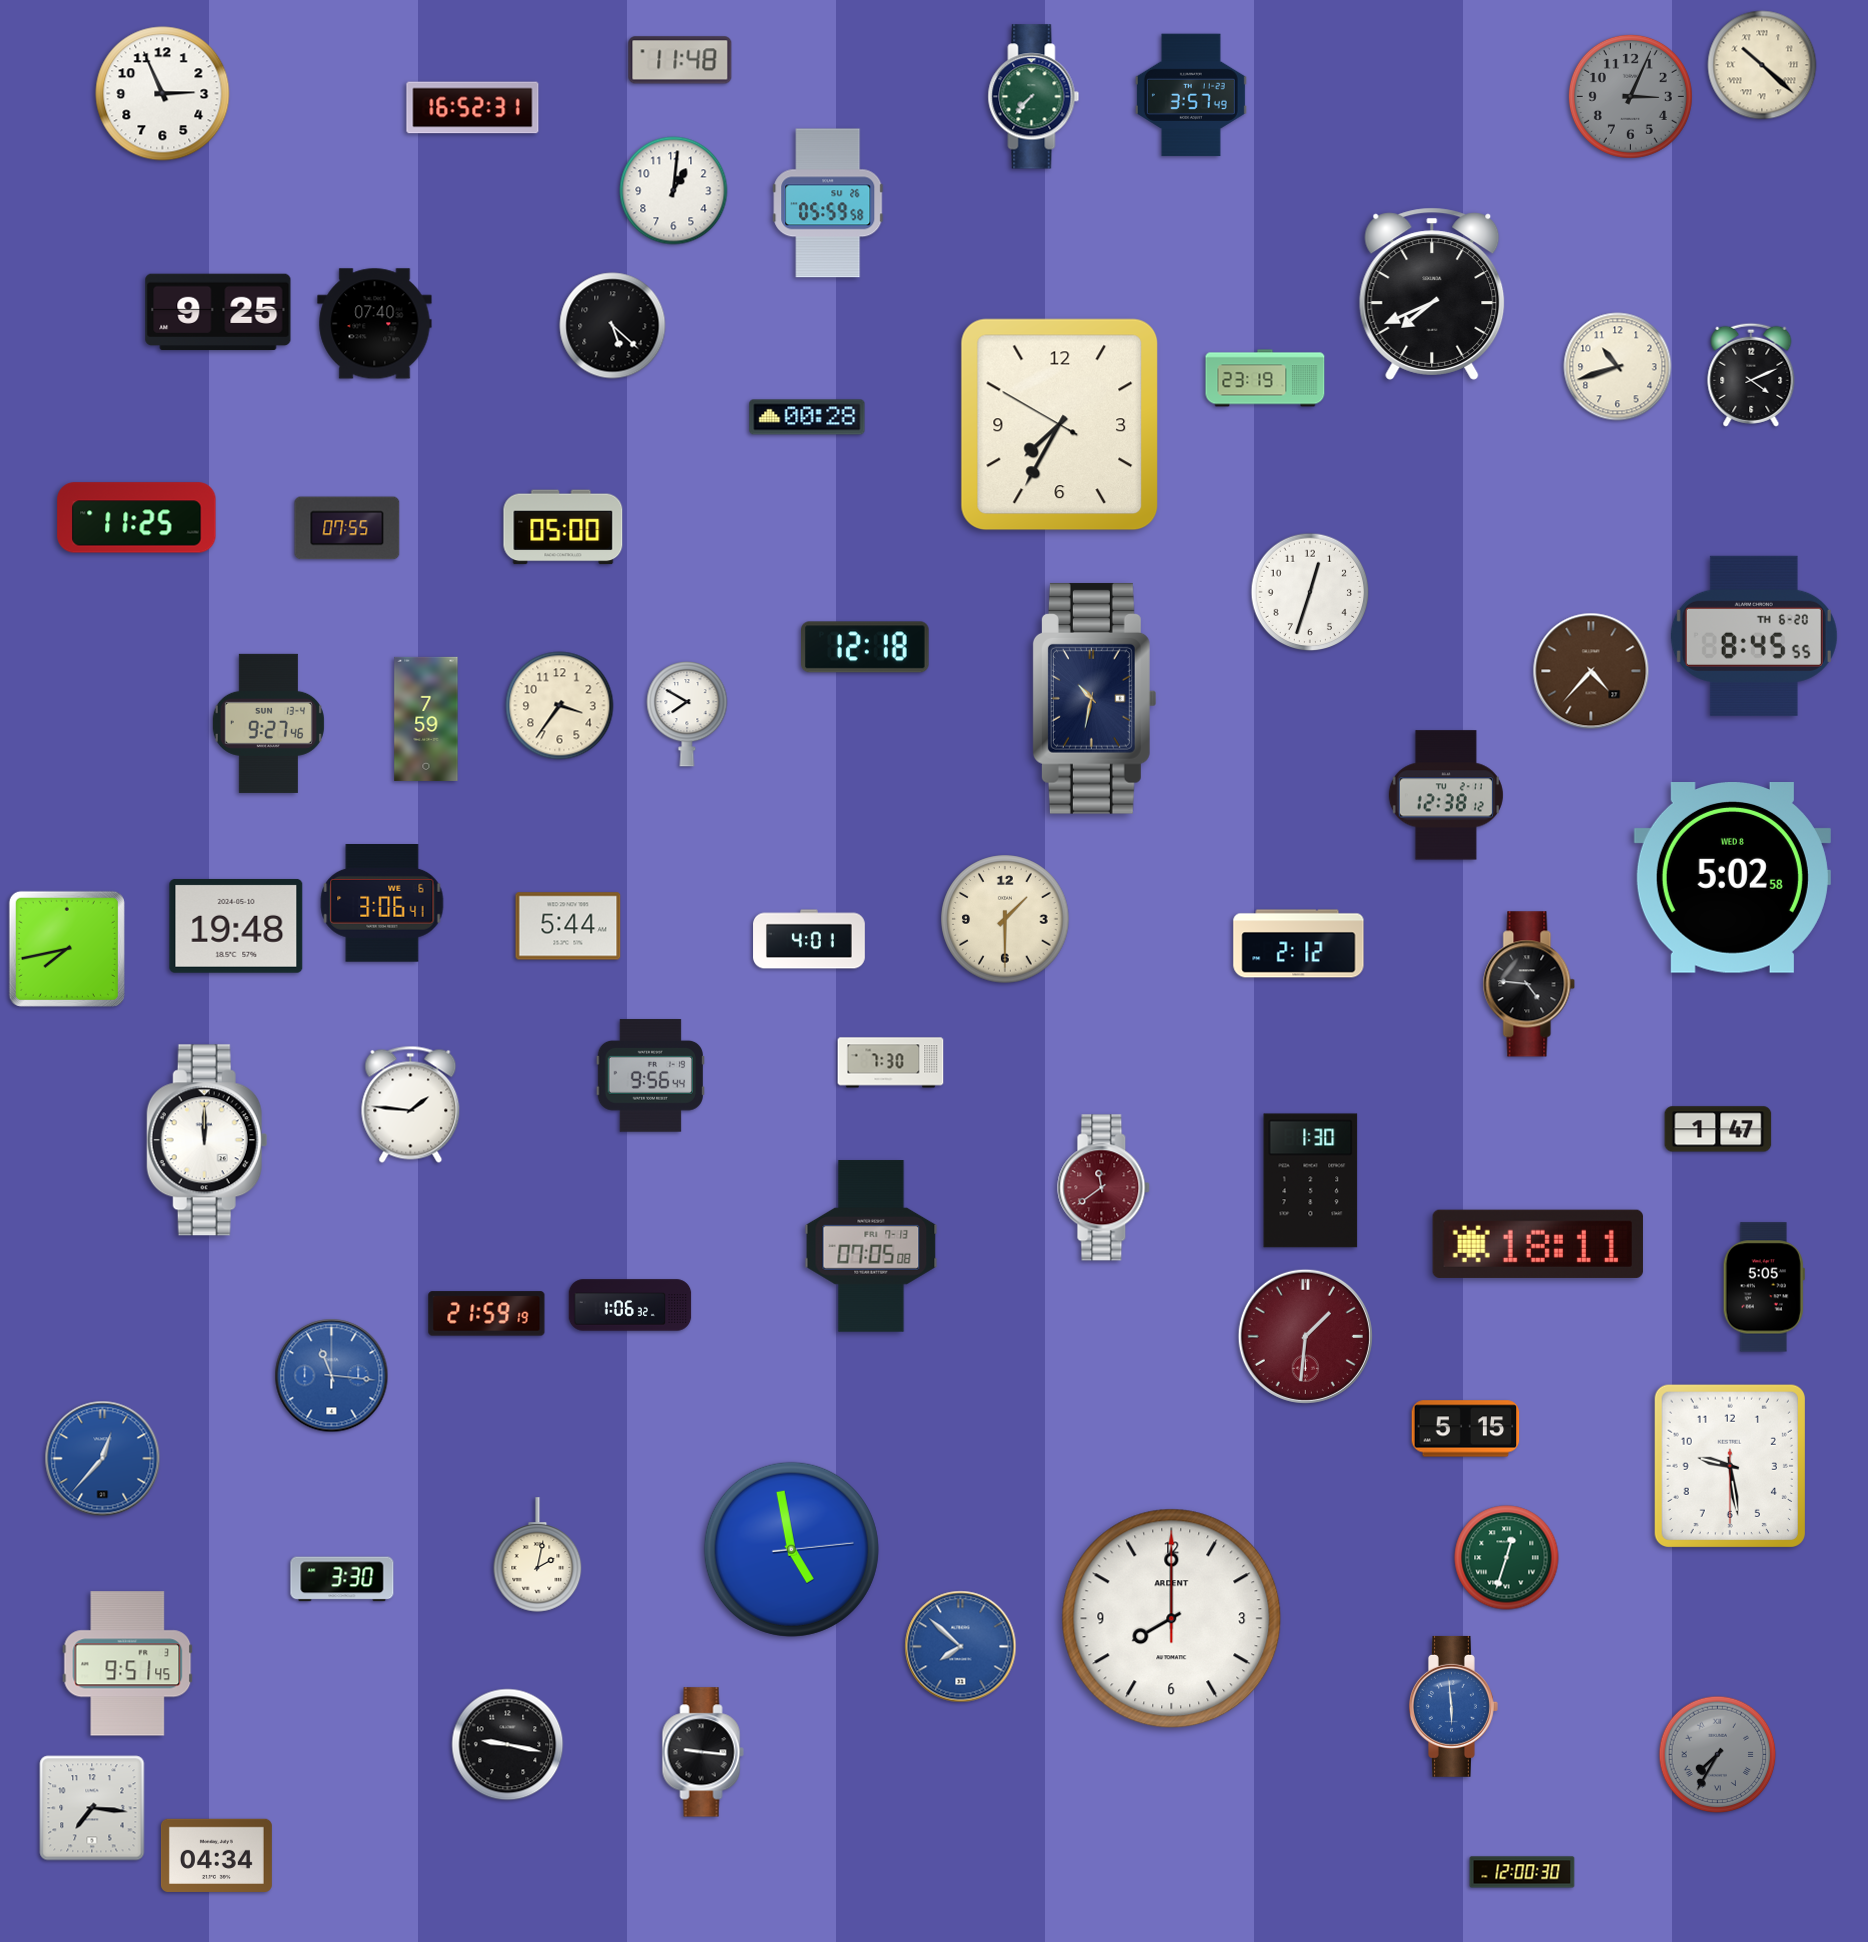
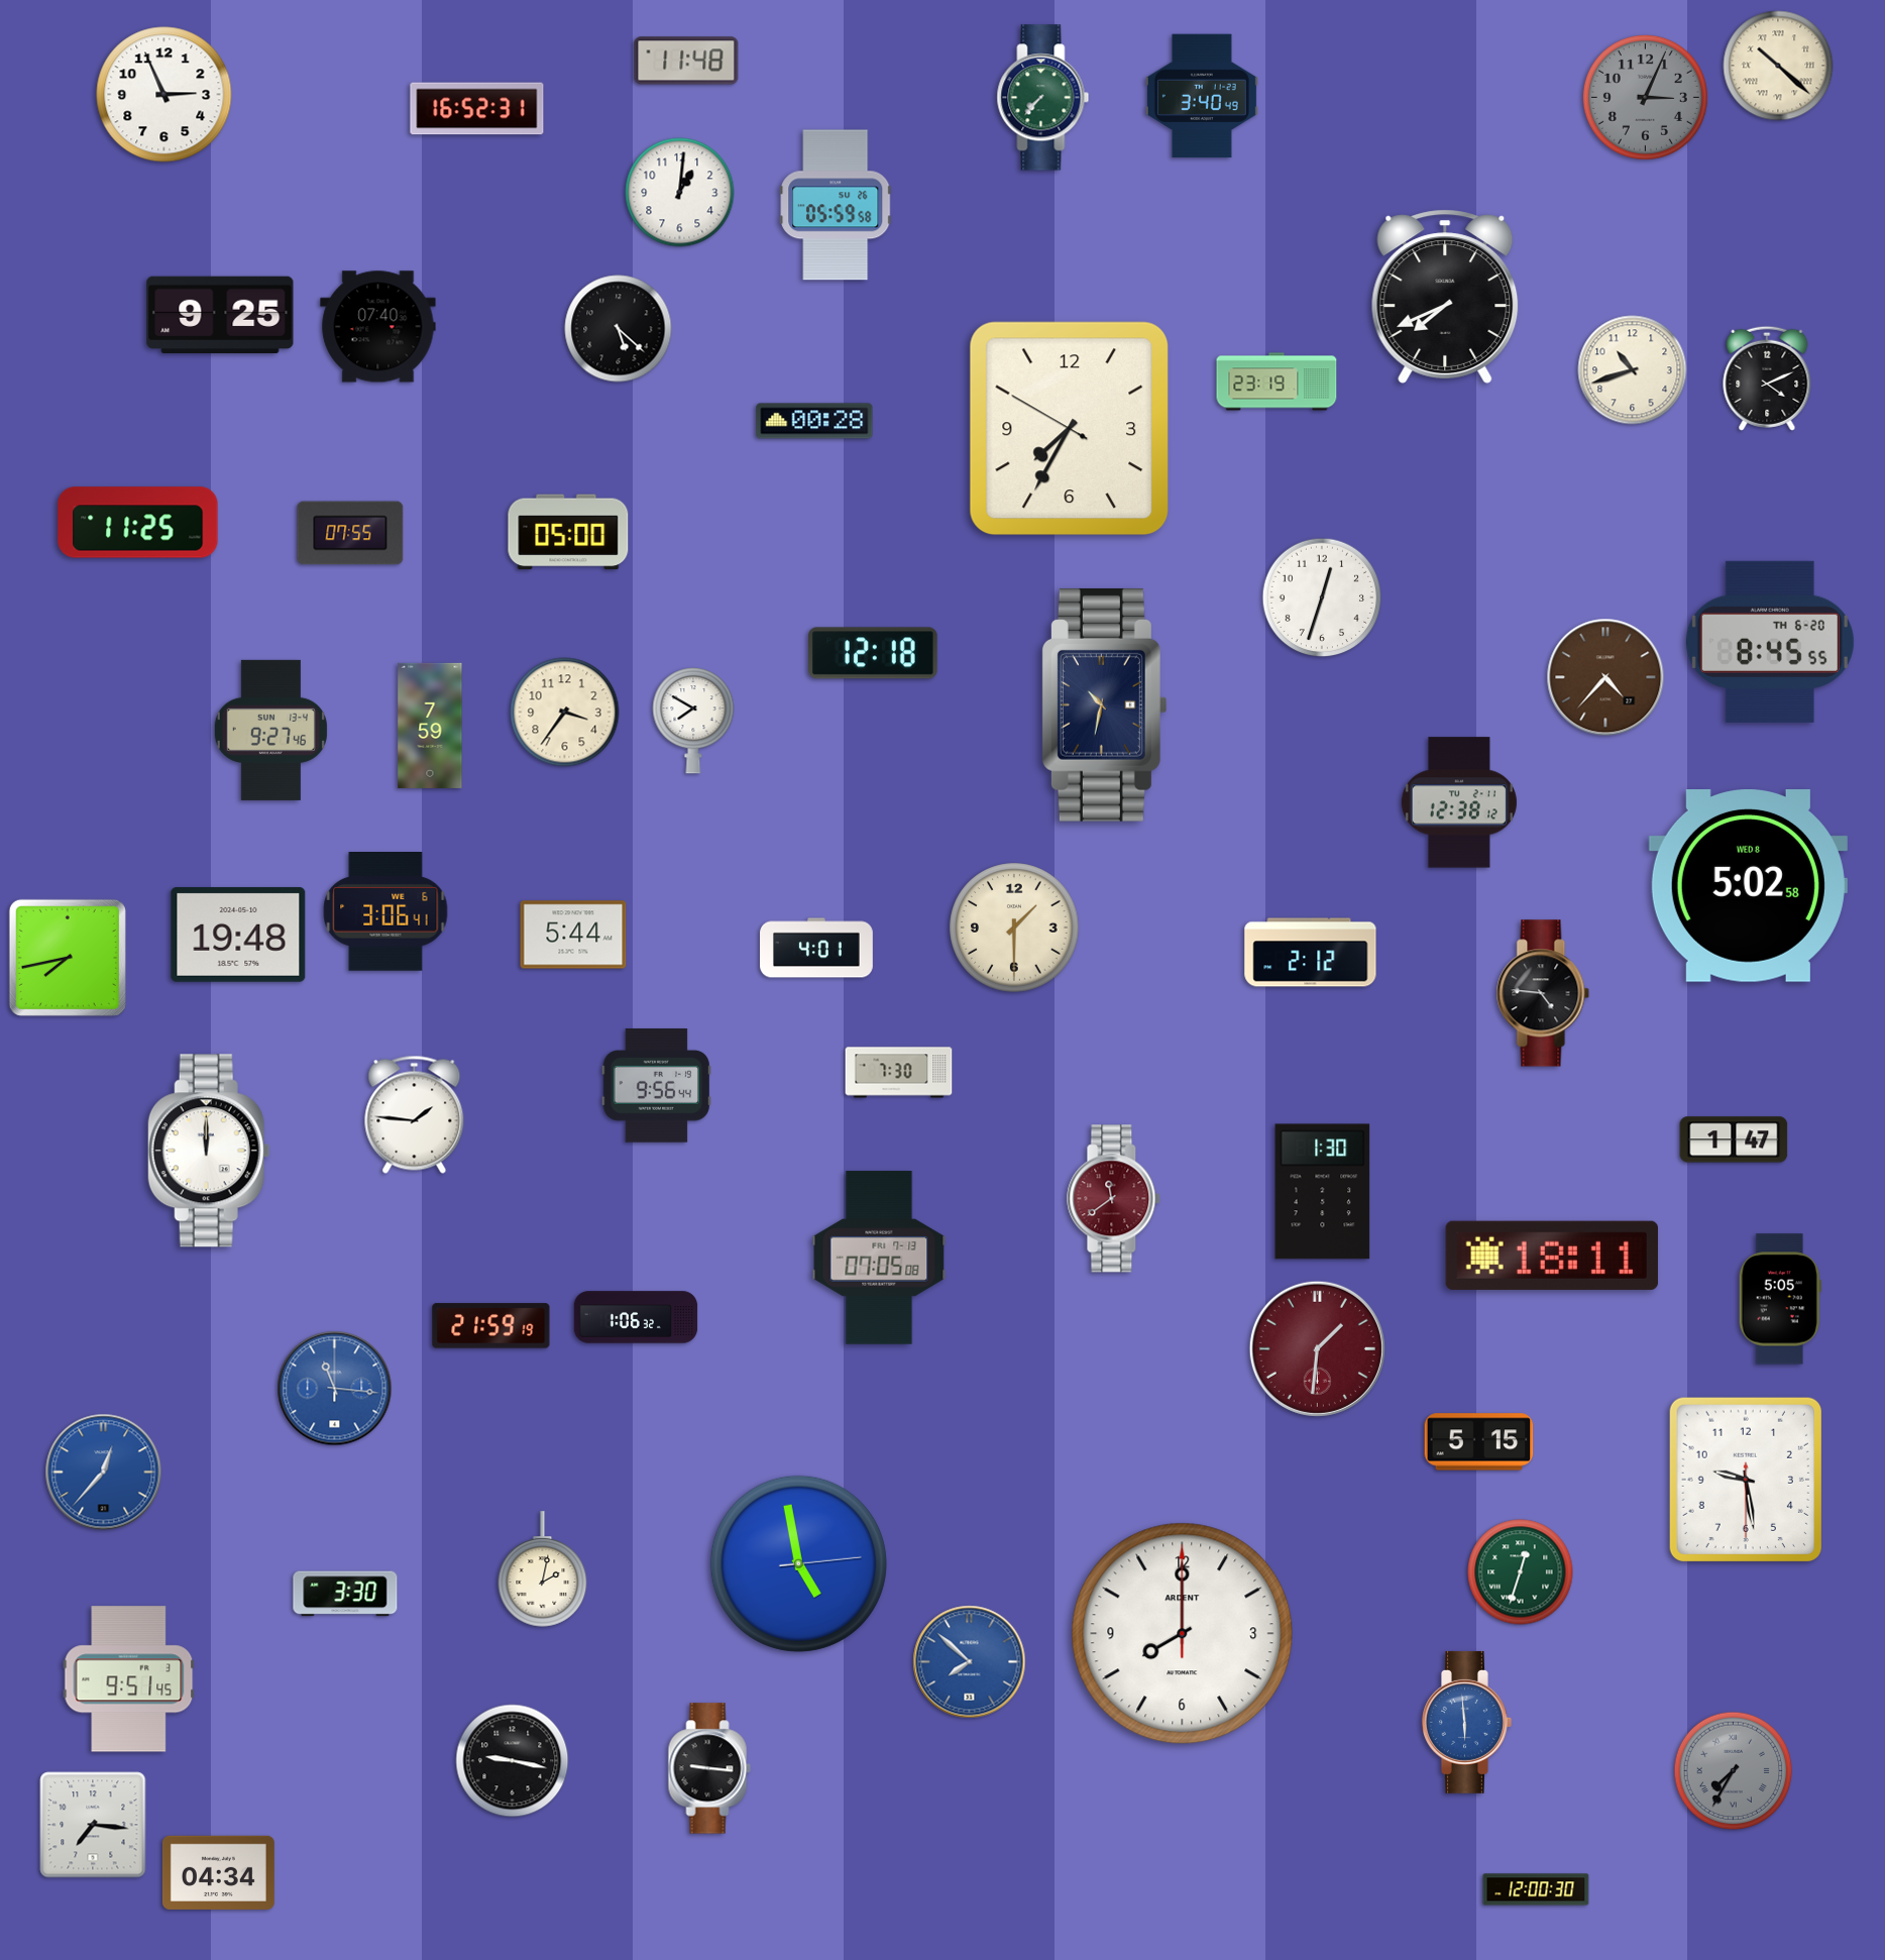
clock at (1191, 95): 3:57 -> 3:40
